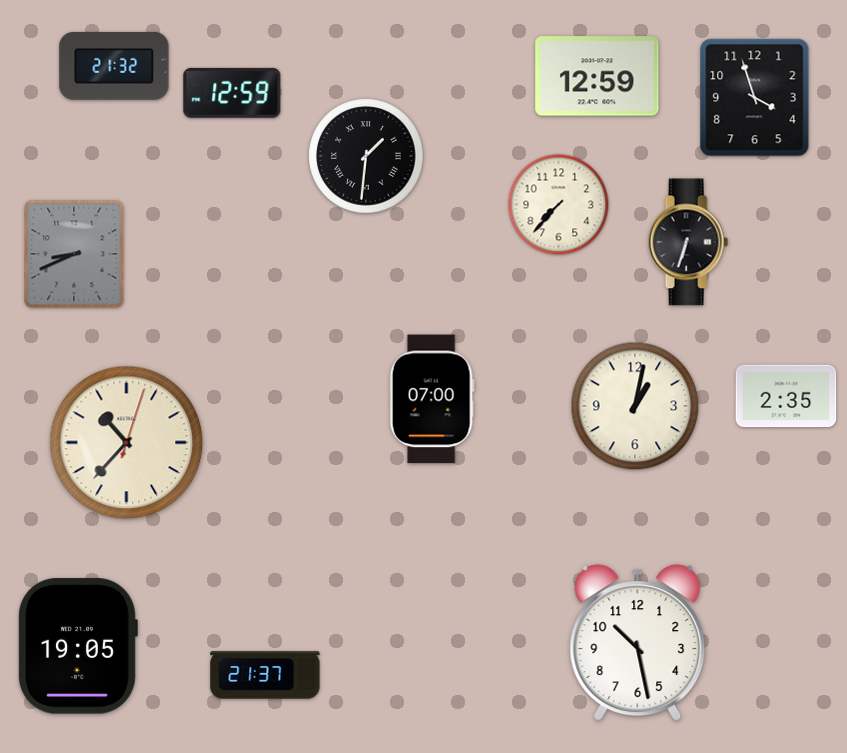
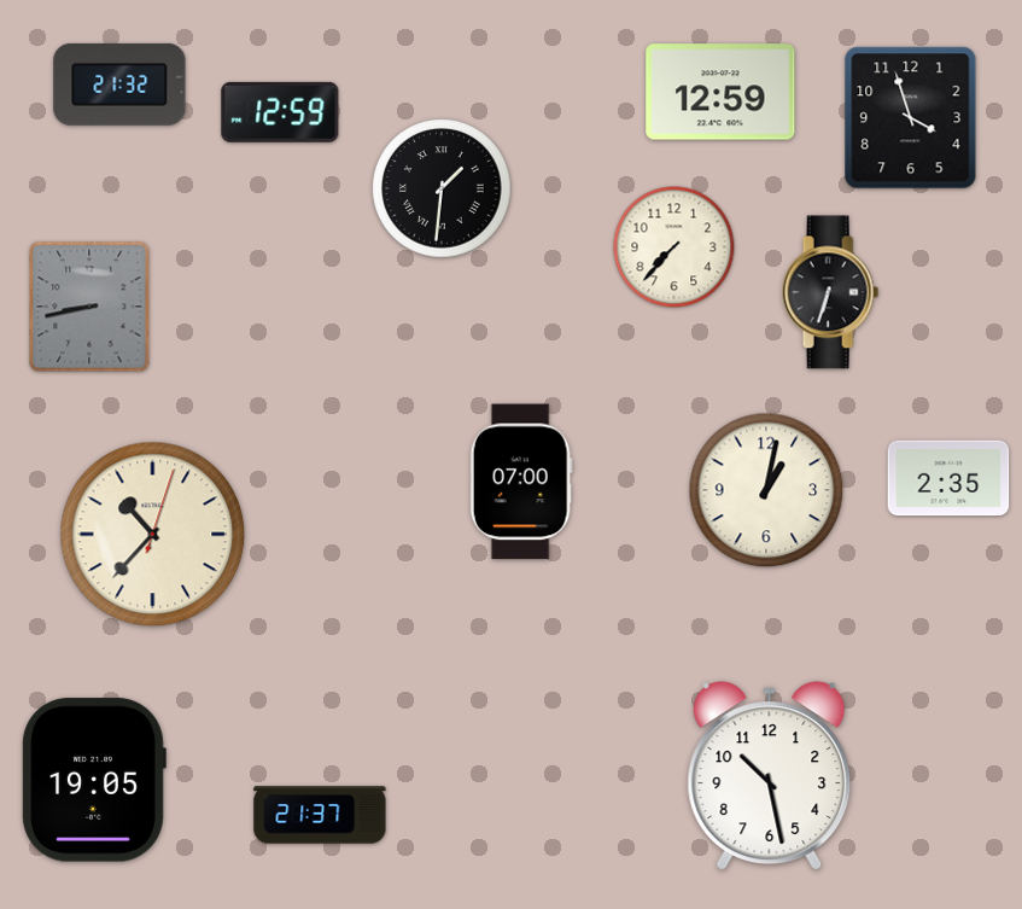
clock at (114, 66) position: (114, 66) -> (119, 85)
clock at (74, 254): 8:41 -> 8:43
